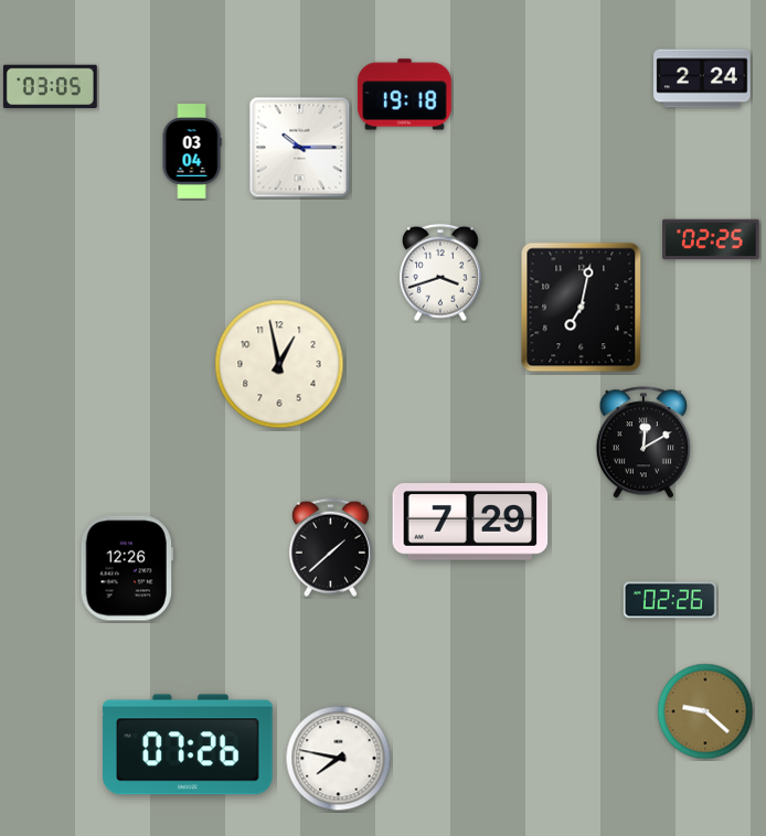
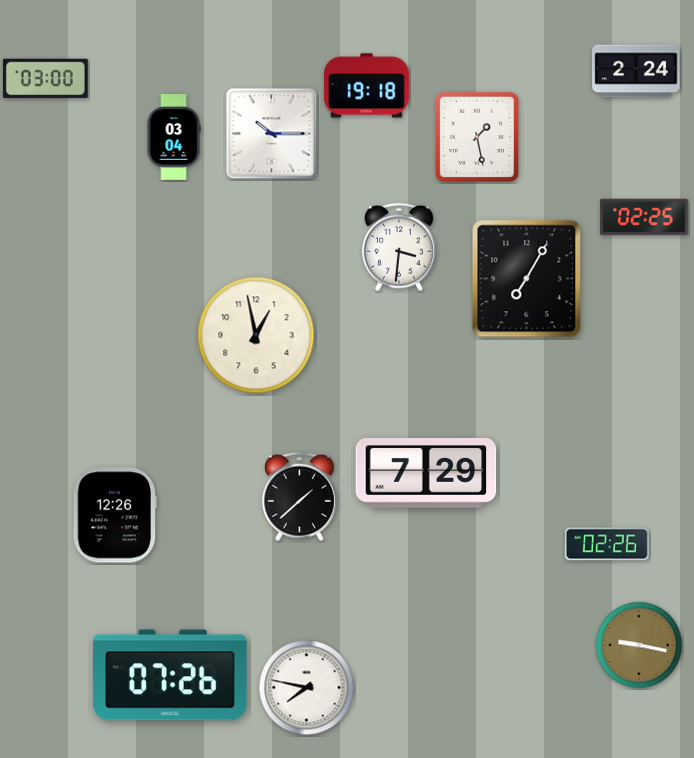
clock at (50, 87): 03:05 -> 03:00
clock at (477, 137): none -> 1:28
clock at (441, 272): 3:42 -> 3:31
clock at (582, 308): 7:02 -> 7:05
clock at (279, 364) position: (279, 364) -> (256, 335)
clock at (643, 442): 12:10 -> none
clock at (705, 711): 9:22 -> 9:17
